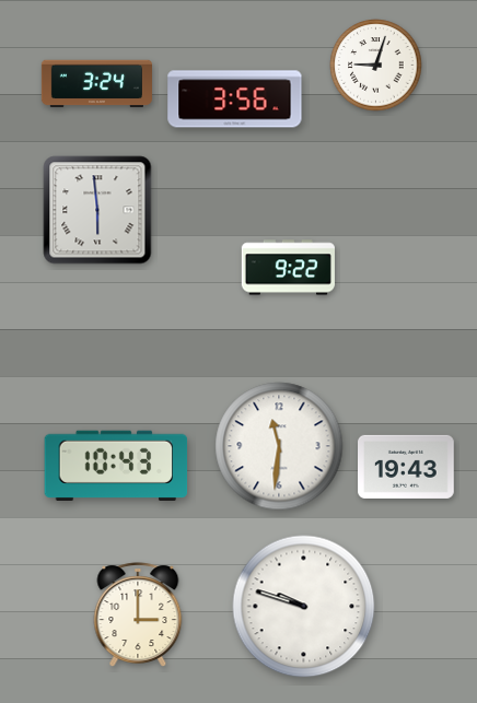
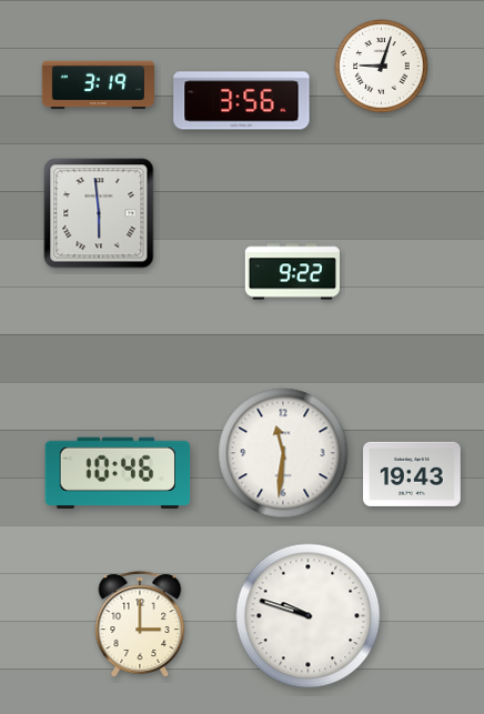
clock at (96, 84): 3:24 -> 3:19
clock at (235, 99) position: (235, 99) -> (242, 101)
clock at (116, 465): 10:43 -> 10:46
